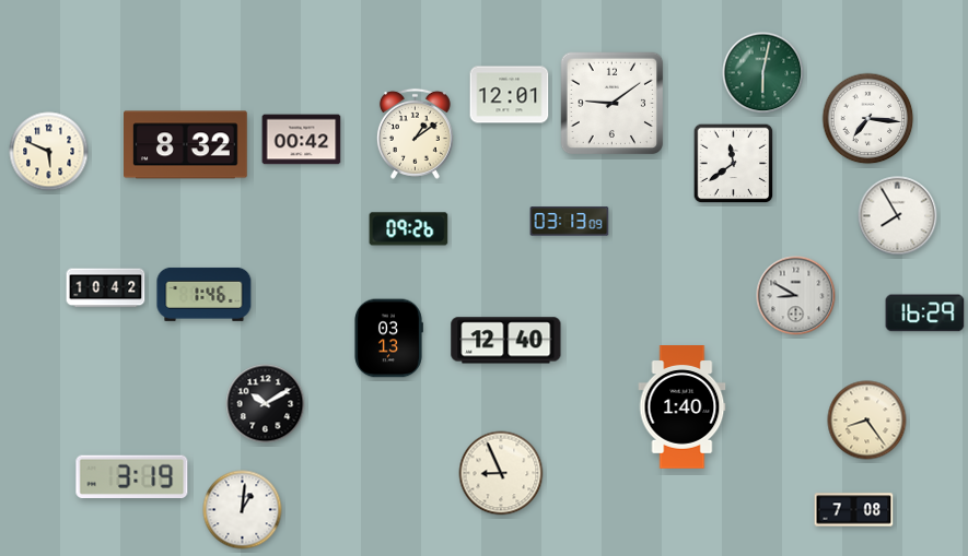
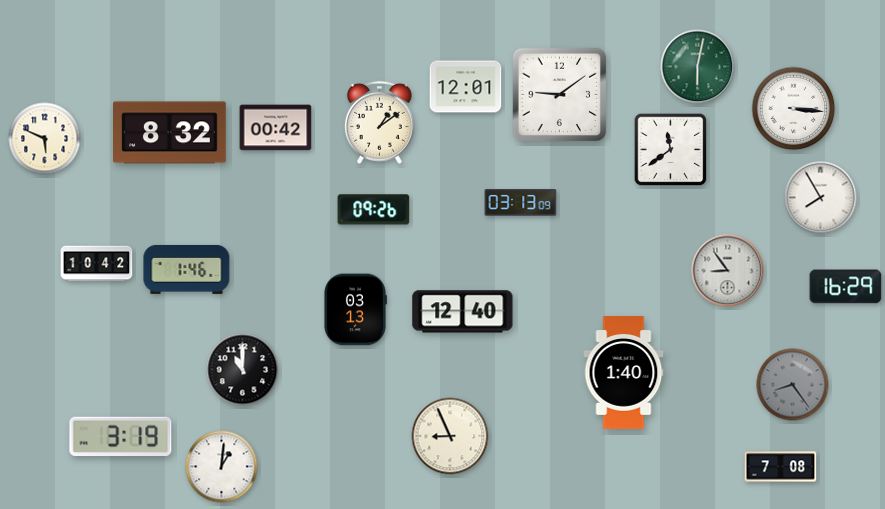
clock at (868, 119): 7:16 -> 3:16
clock at (796, 296): 8:50 -> 8:54
clock at (266, 404): 10:10 -> 11:00
clock at (867, 421) dial: cream -> grey
clock at (501, 473) position: (501, 473) -> (450, 436)
